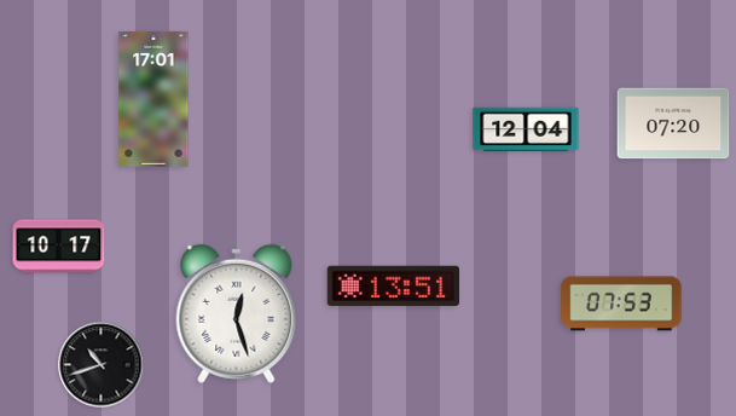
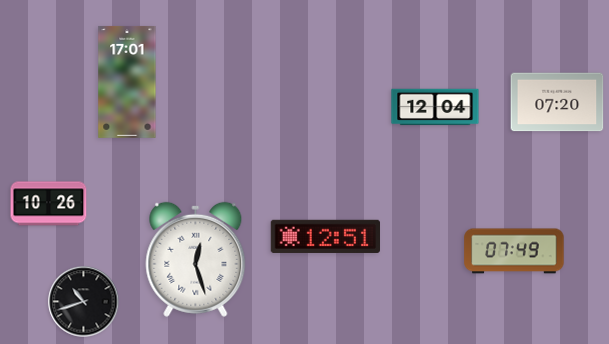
clock at (59, 247): 10:17 -> 10:26
clock at (393, 285): 13:51 -> 12:51
clock at (621, 304): 07:53 -> 07:49
